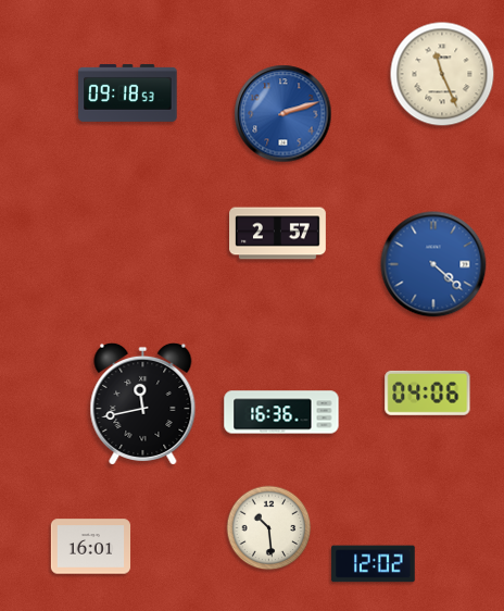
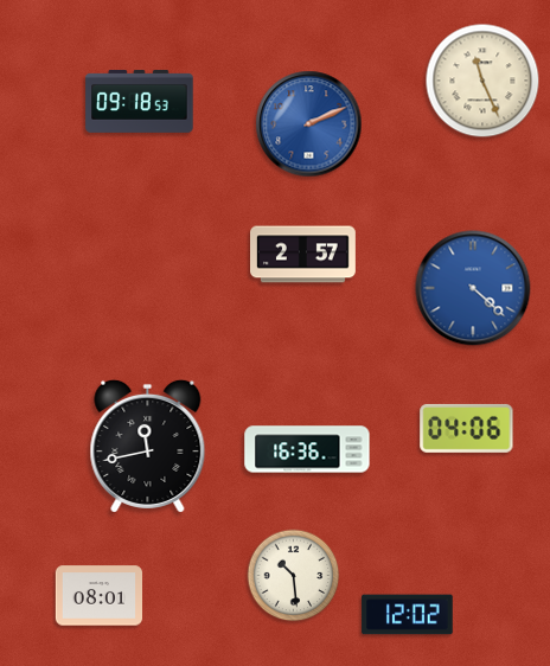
clock at (283, 114): 2:12 -> 2:11
clock at (143, 403) position: (143, 403) -> (148, 446)
clock at (91, 547): 16:01 -> 08:01
